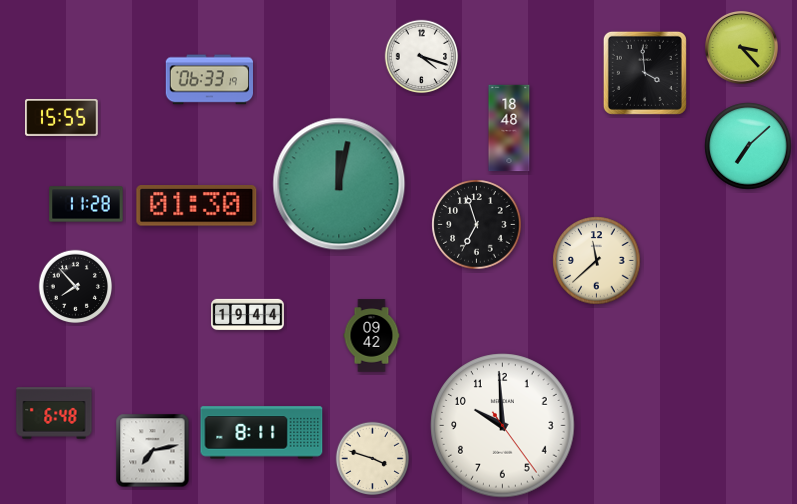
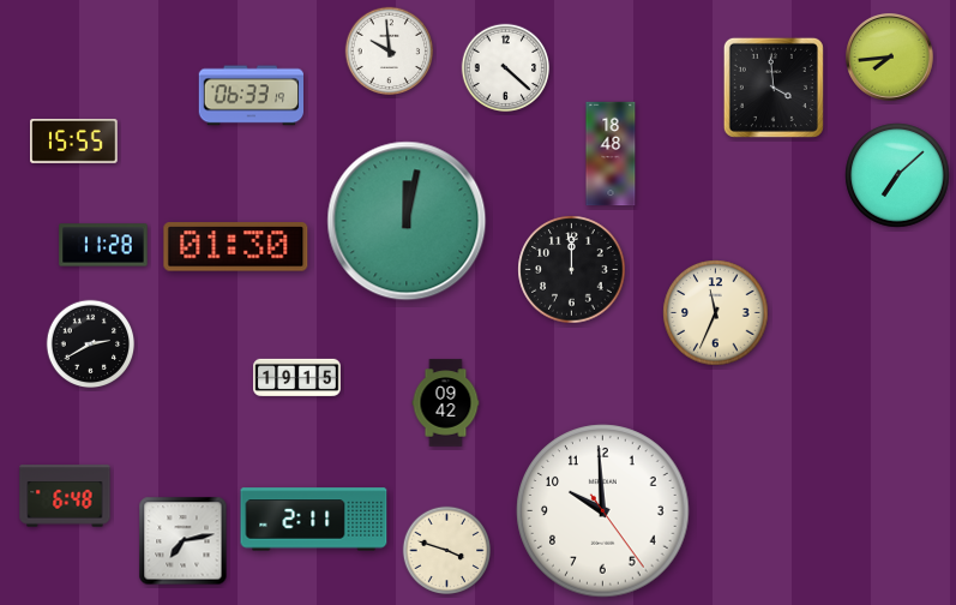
clock at (390, 52): none -> 9:59
clock at (742, 48): 3:23 -> 7:44
clock at (422, 57): 4:18 -> 4:22
clock at (477, 225): 6:57 -> 12:00
clock at (597, 261): 11:38 -> 11:34
clock at (76, 287): 7:53 -> 2:40
clock at (248, 315): 19:44 -> 19:15
clock at (262, 433): 8:11 -> 2:11
